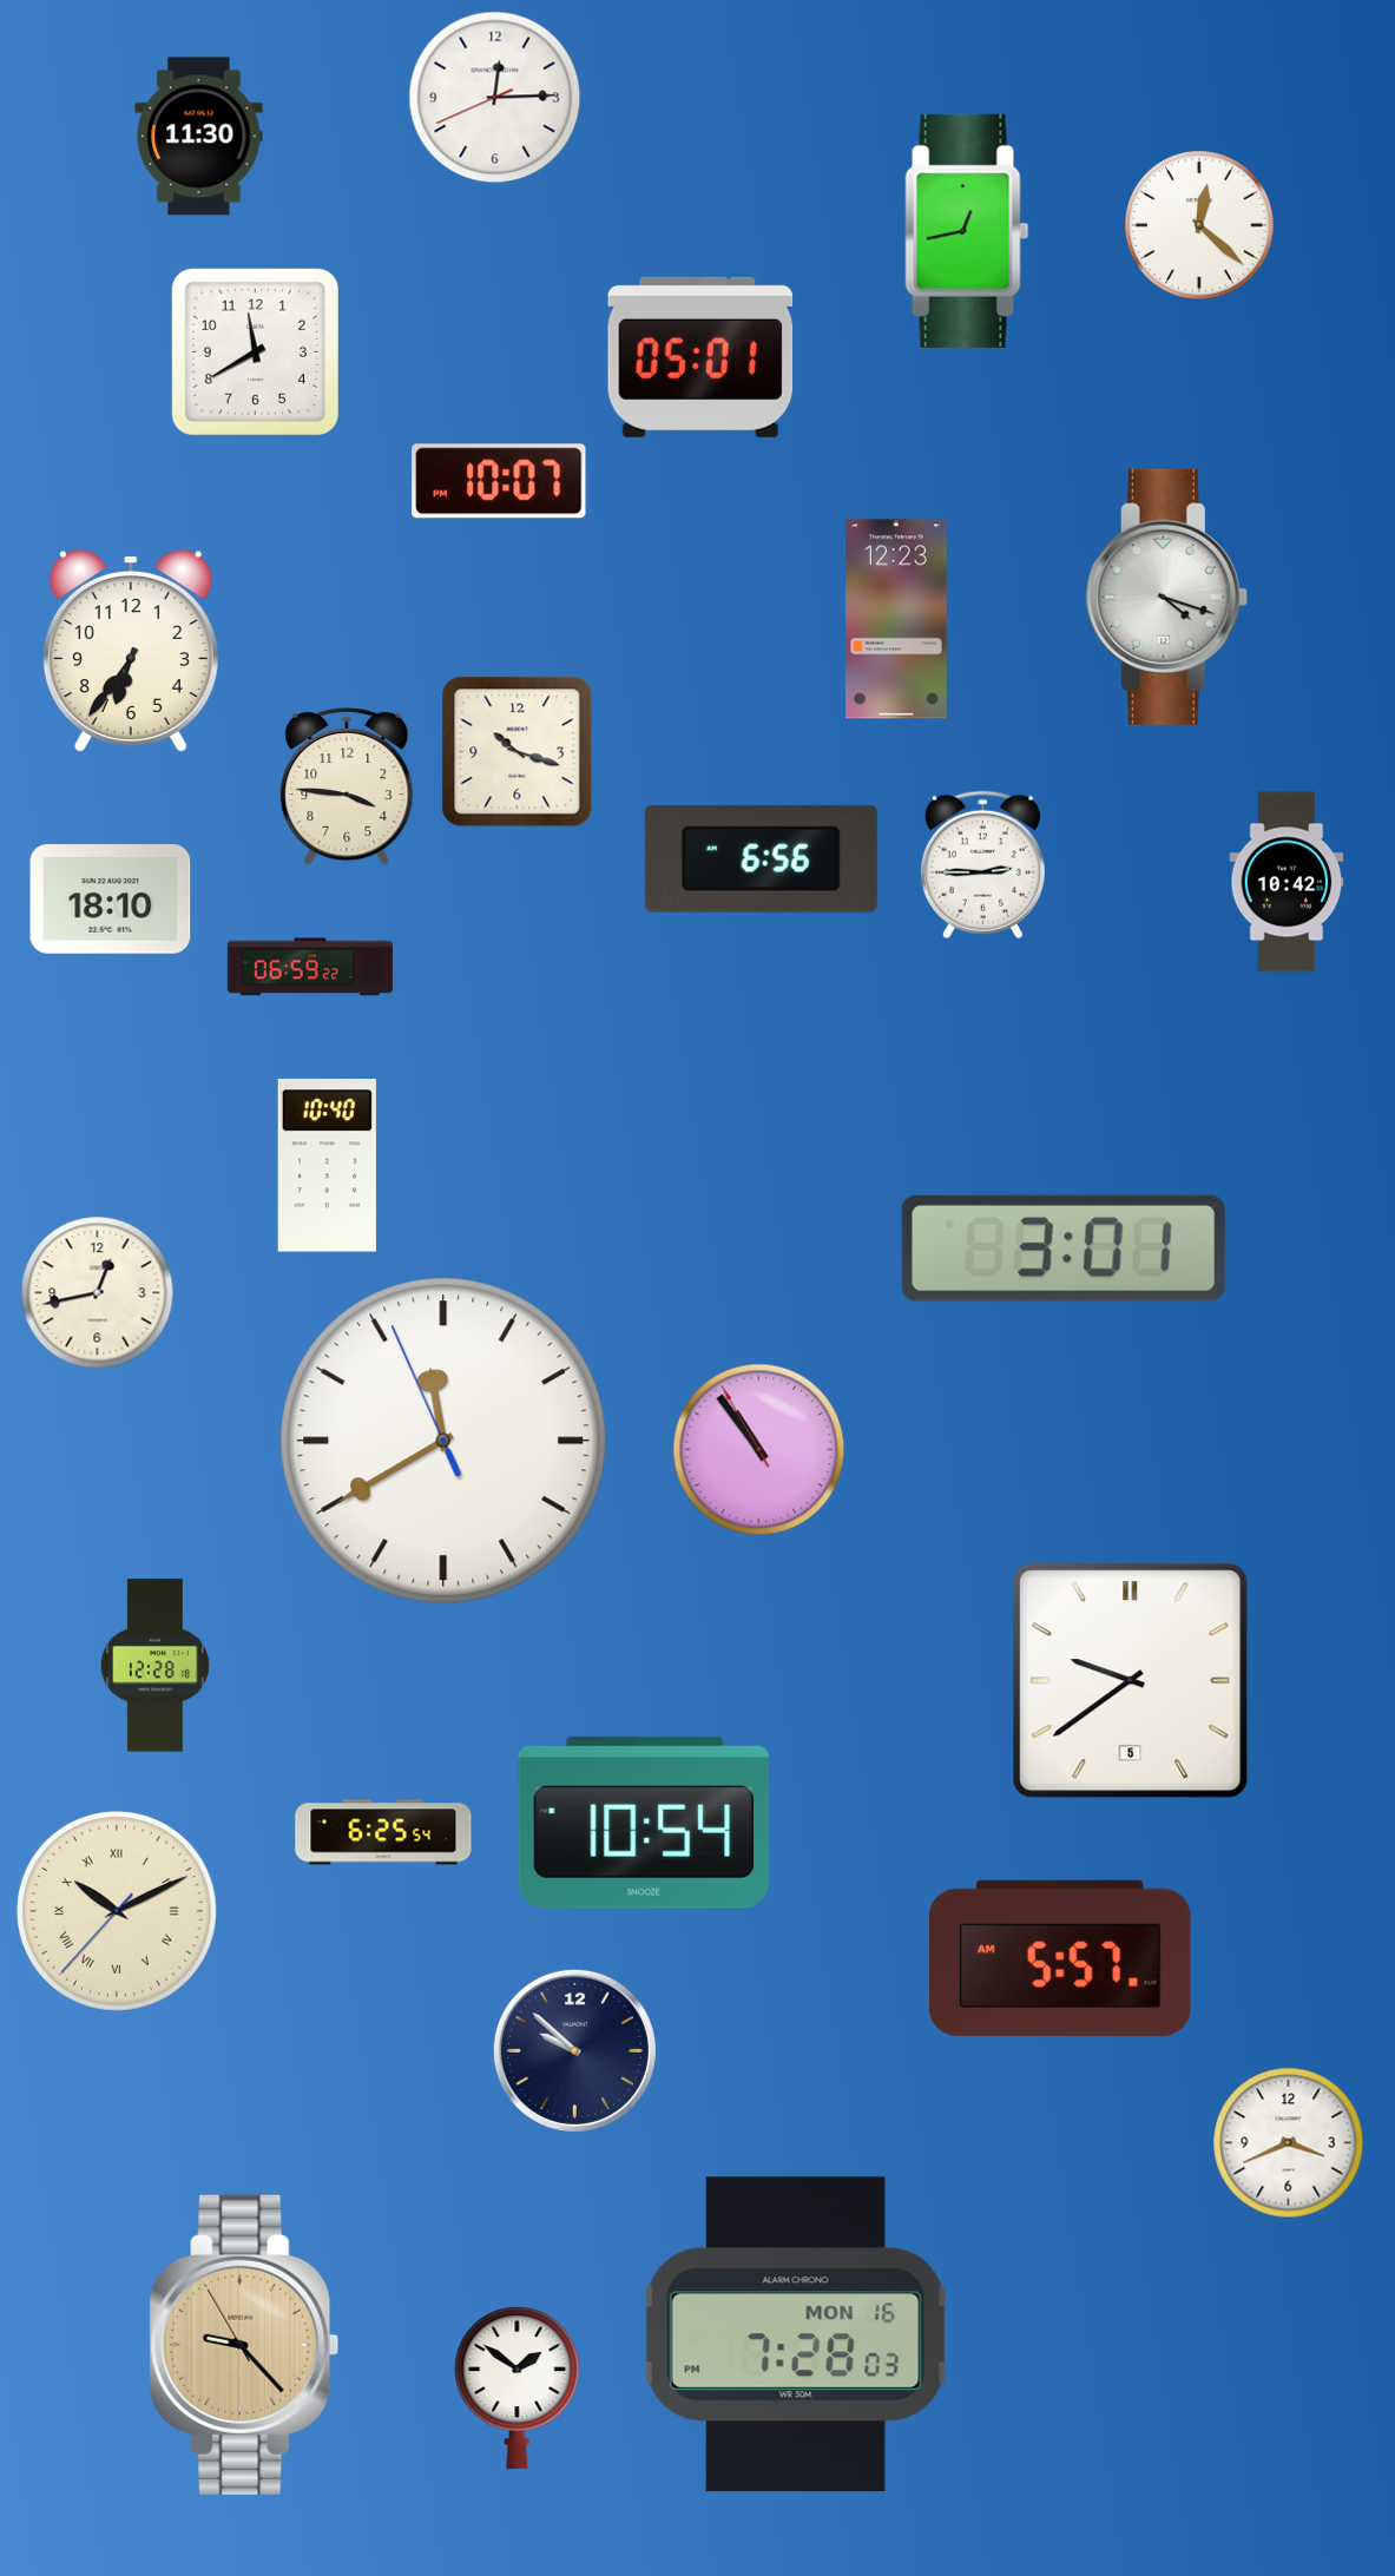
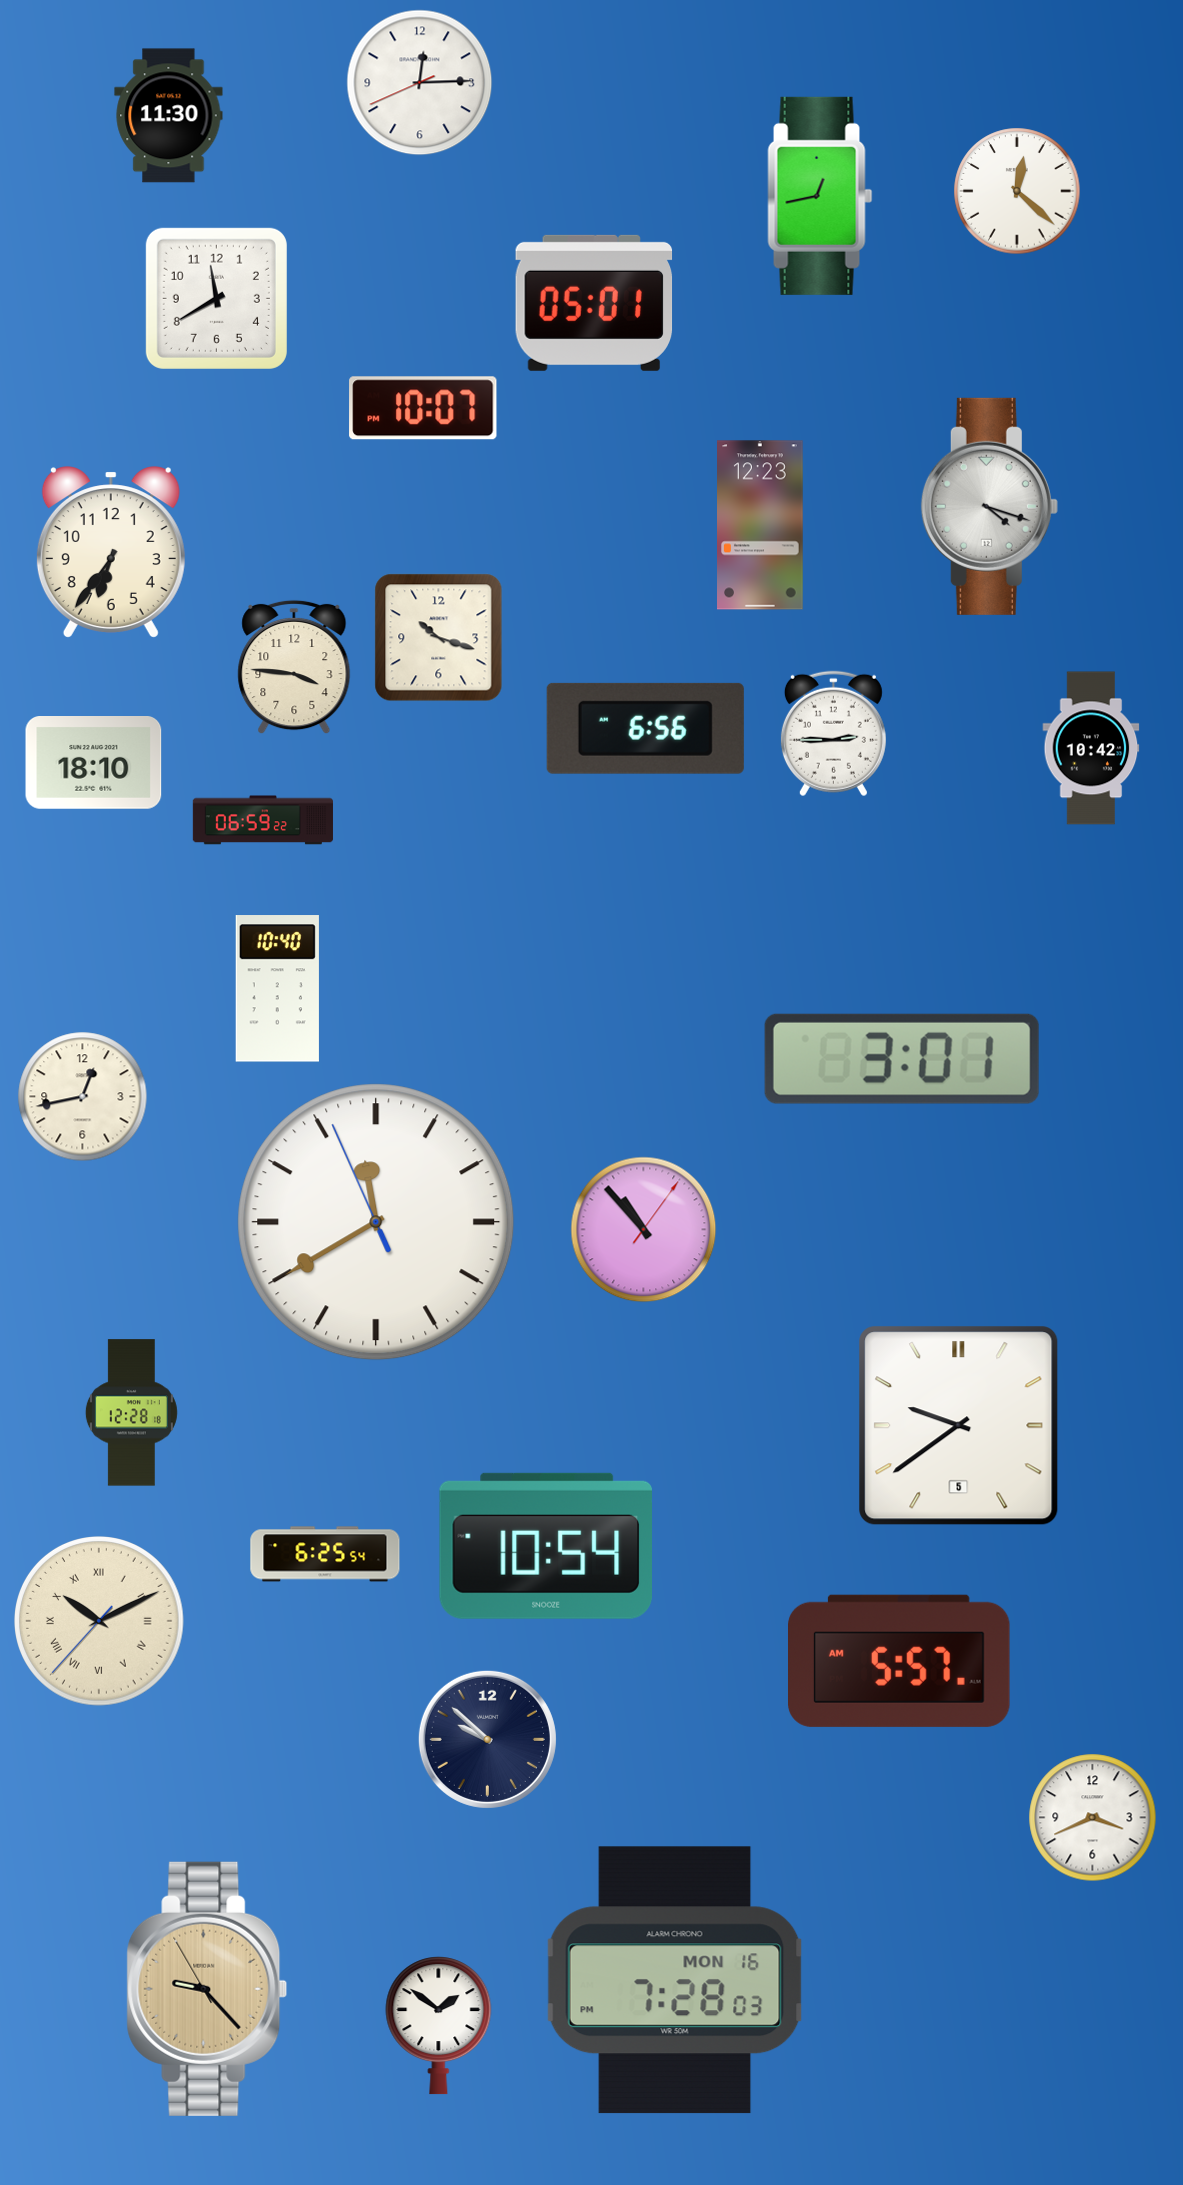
clock at (759, 1450): 10:53:55 -> 10:53:06
